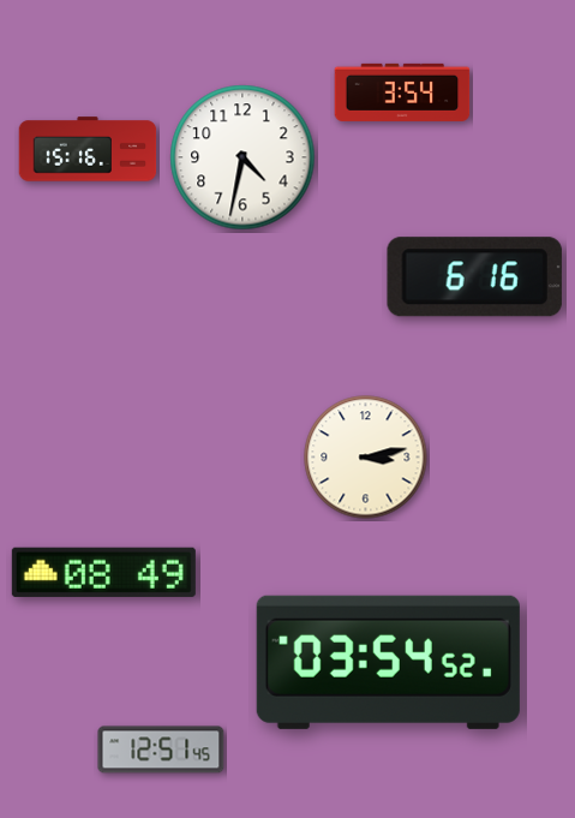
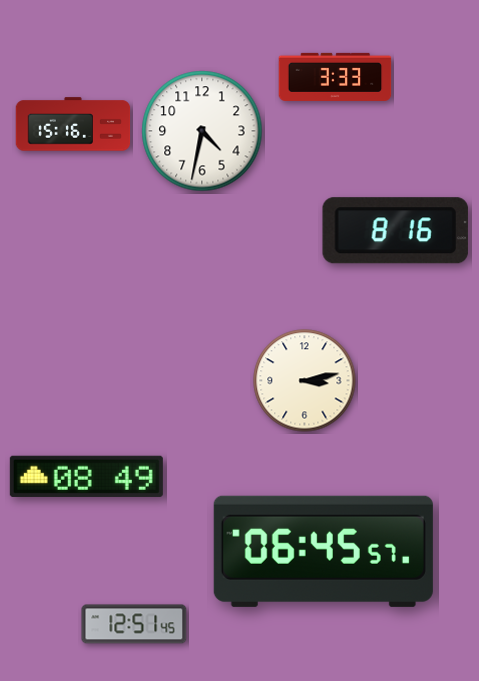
clock at (402, 92): 3:54 -> 3:33
clock at (474, 277): 6:16 -> 8:16
clock at (388, 662): 03:54 -> 06:45
